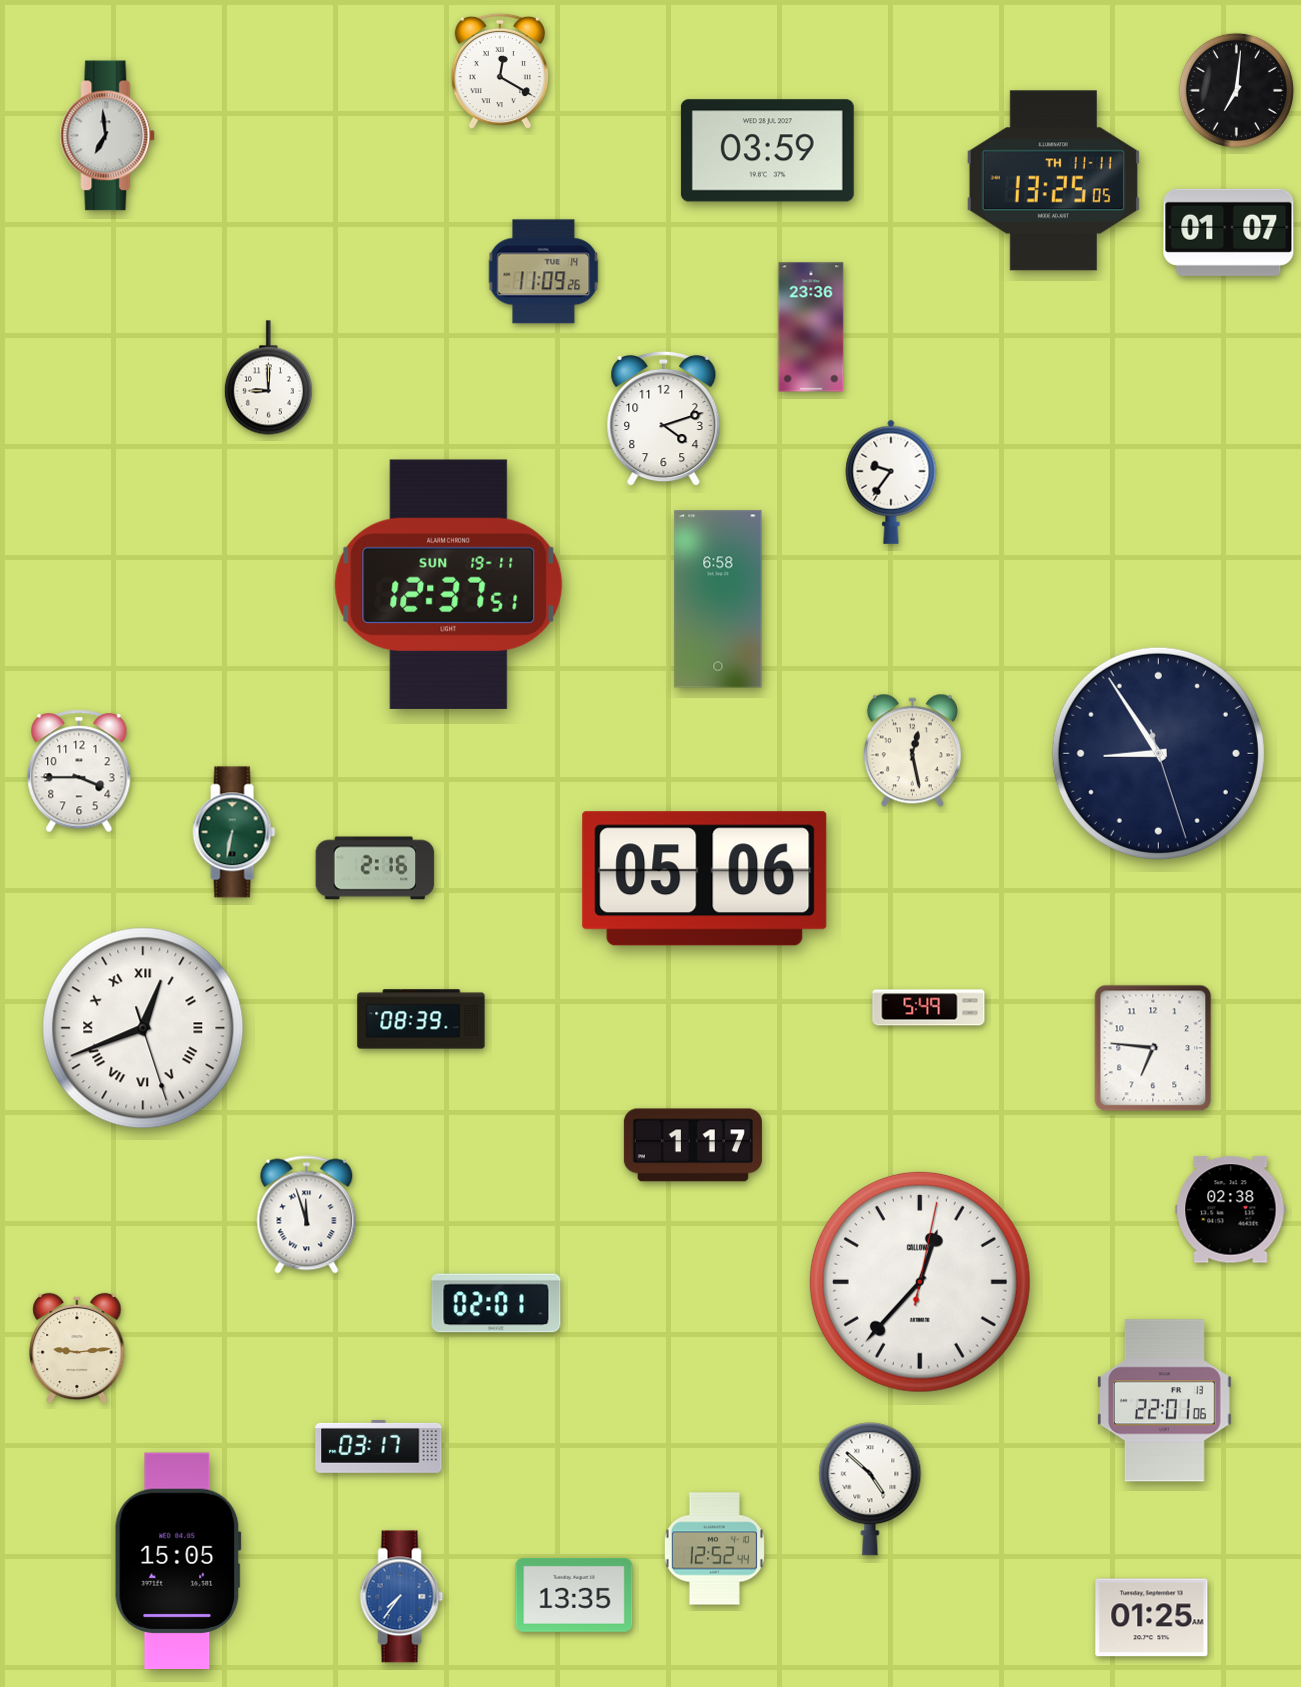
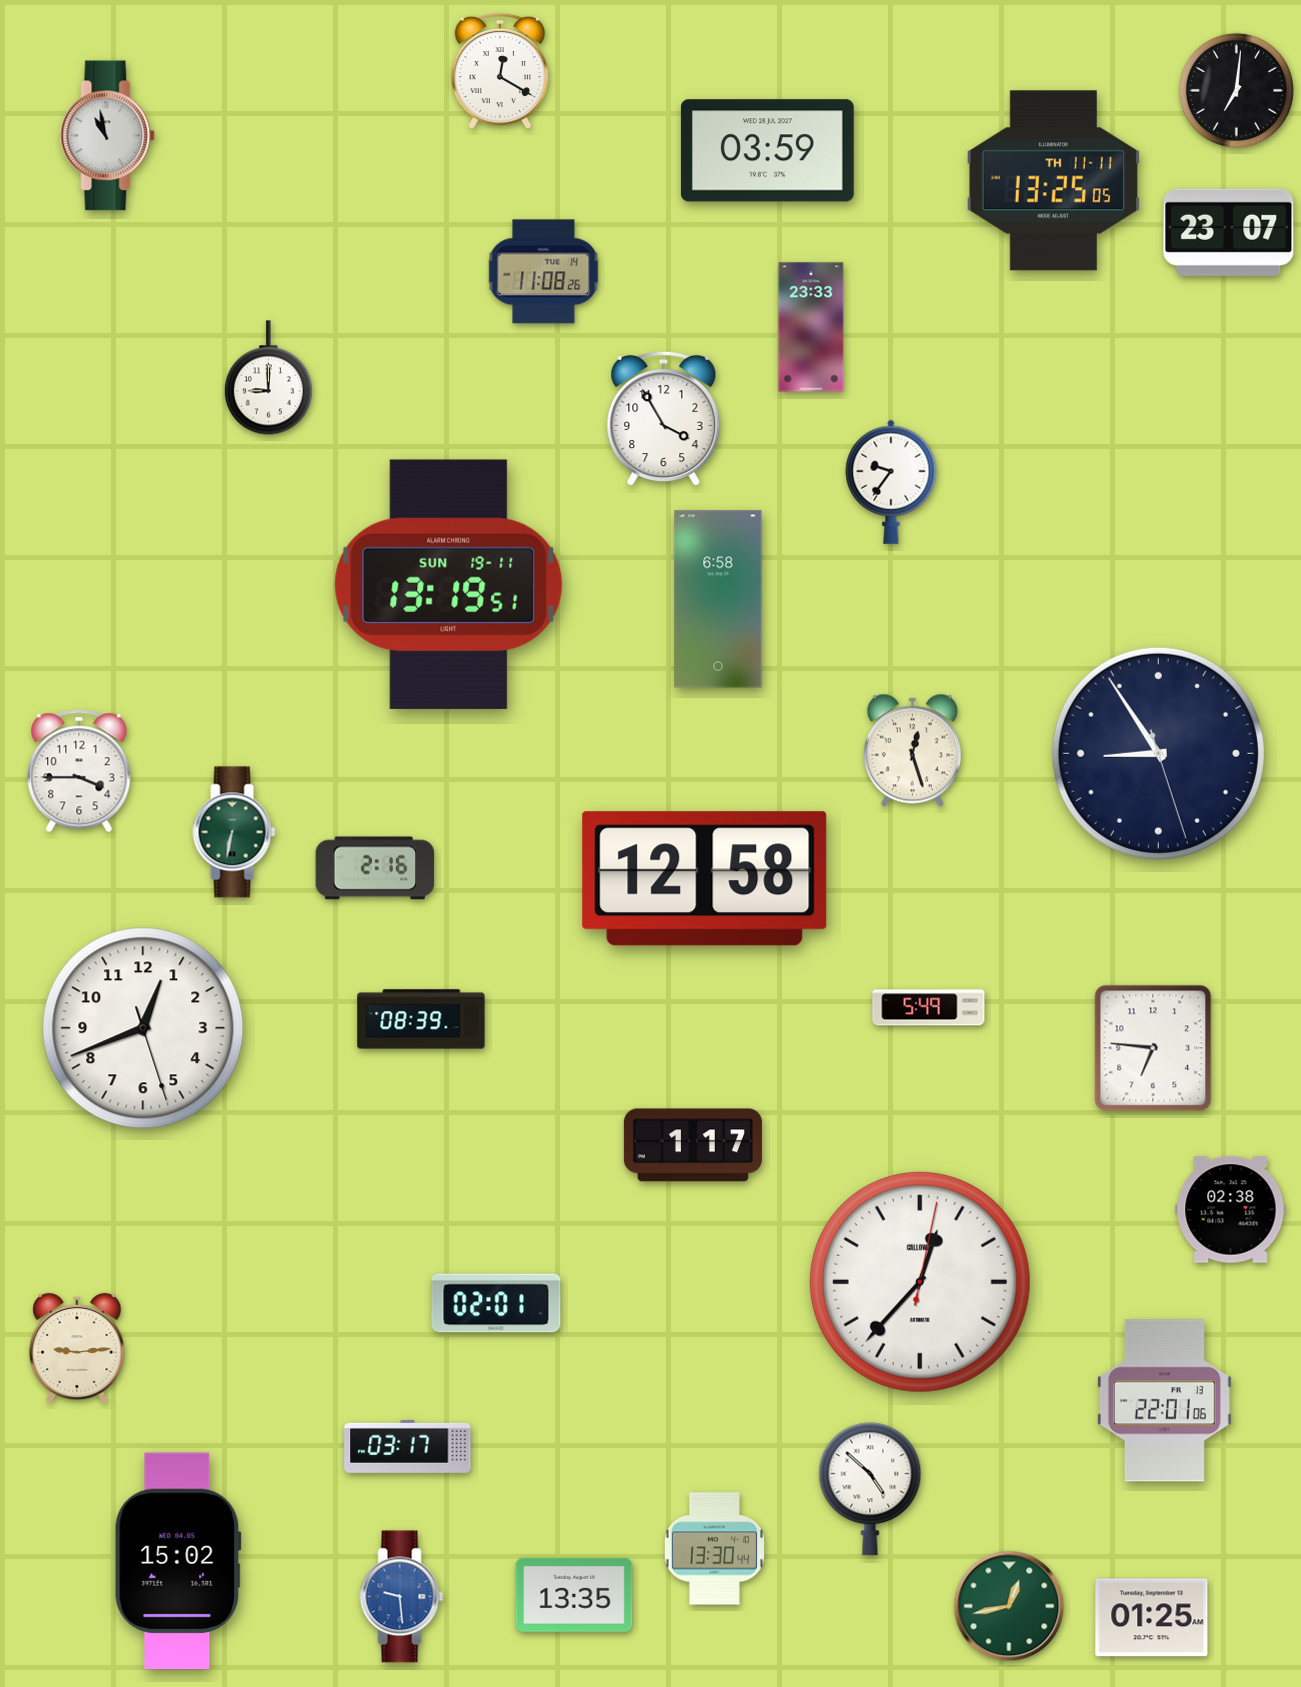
clock at (108, 136): 6:59 -> 10:58
clock at (1229, 232): 01:07 -> 23:07
clock at (544, 272): 11:09 -> 11:08
clock at (811, 327): 23:36 -> 23:33
clock at (664, 419): 4:12 -> 3:55
clock at (449, 584): 12:37 -> 13:19
clock at (912, 751): 12:28 -> 12:27
clock at (705, 879): 05:06 -> 12:58
clock at (143, 1028) numerals: Roman -> Arabic
clock at (307, 1215): 11:57 -> none
clock at (379, 1446) position: (379, 1446) -> (408, 1446)
clock at (714, 1549): 12:52 -> 13:30
clock at (178, 1561): 15:05 -> 15:02
clock at (402, 1597): 7:36 -> 9:29
clock at (1009, 1606): none -> 12:43
